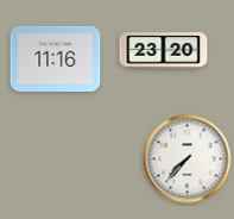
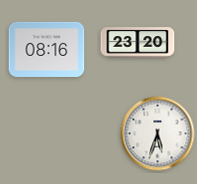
clock at (56, 58): 11:16 -> 08:16
clock at (188, 159): 7:37 -> 5:33
